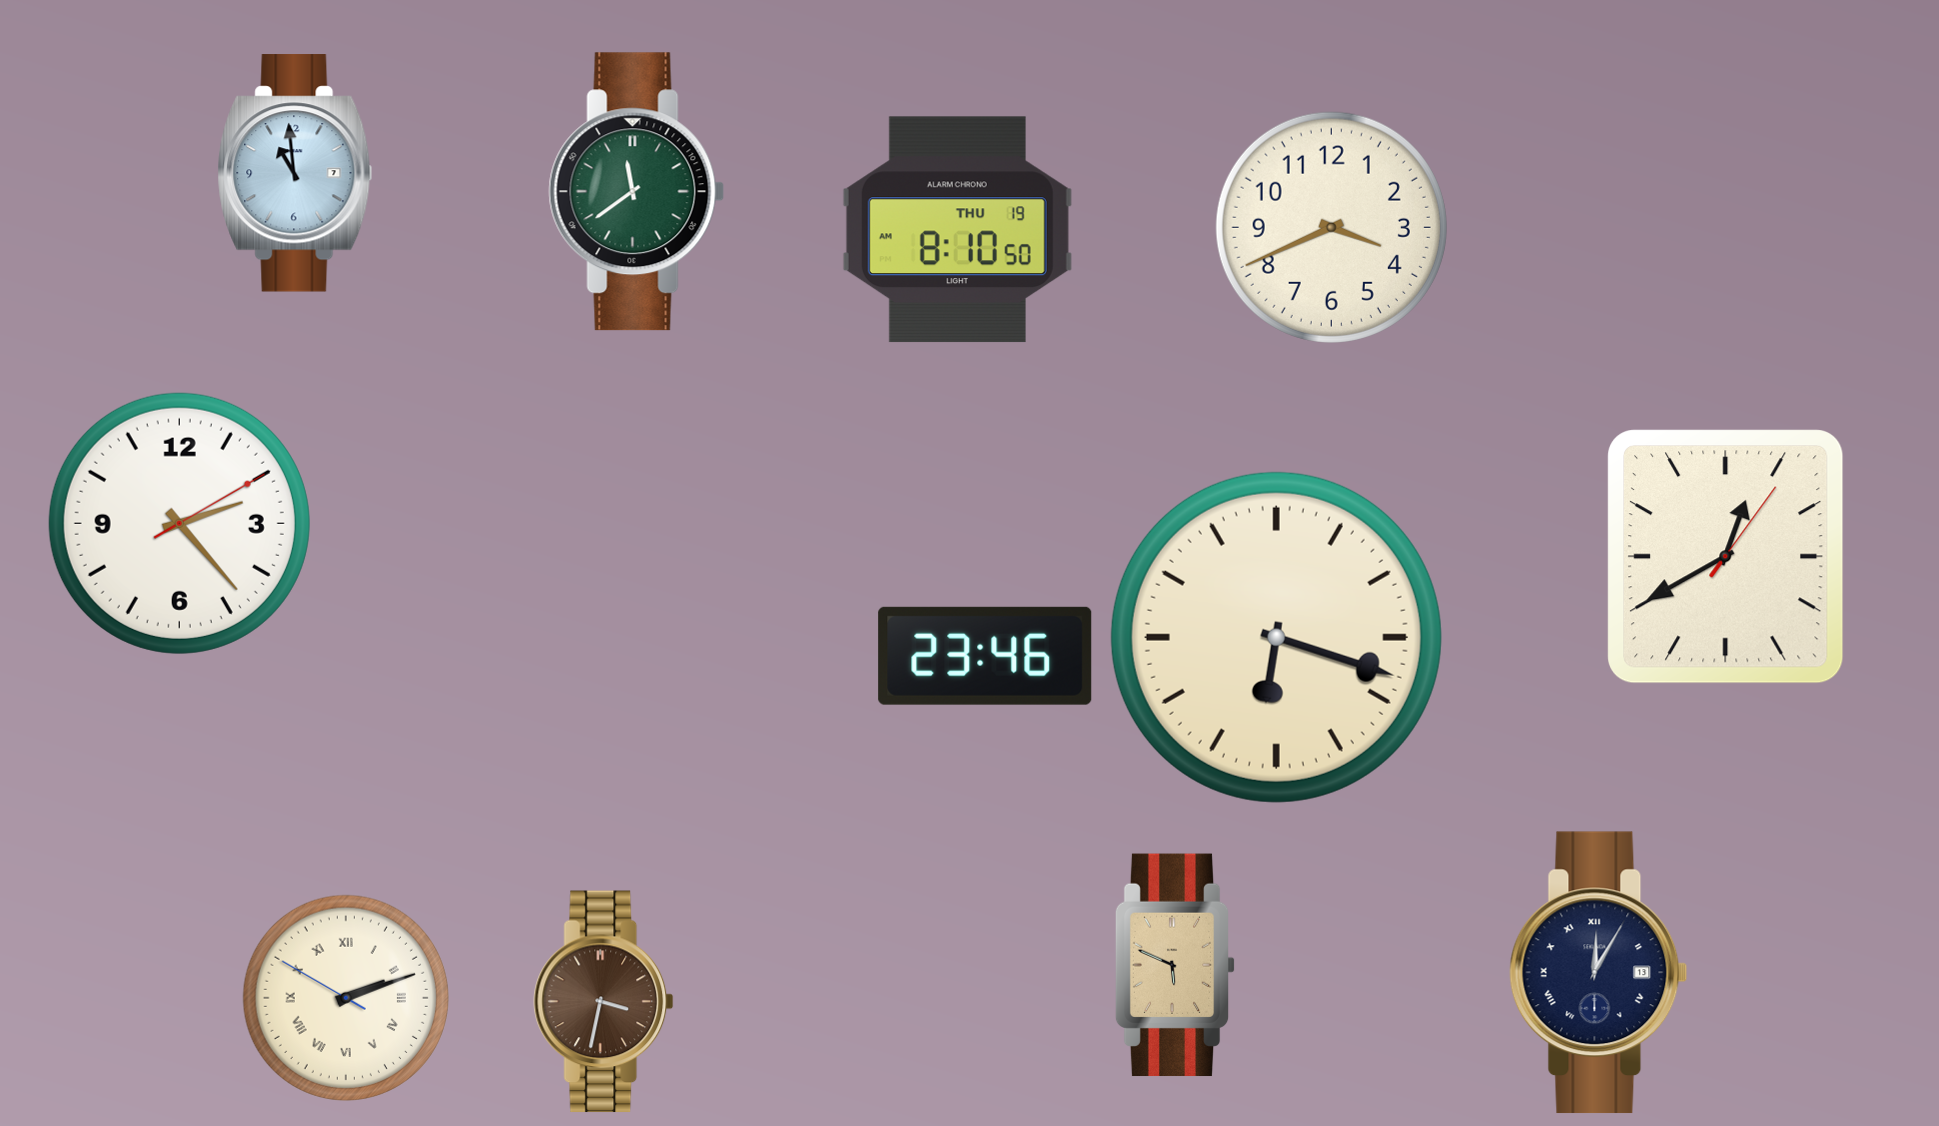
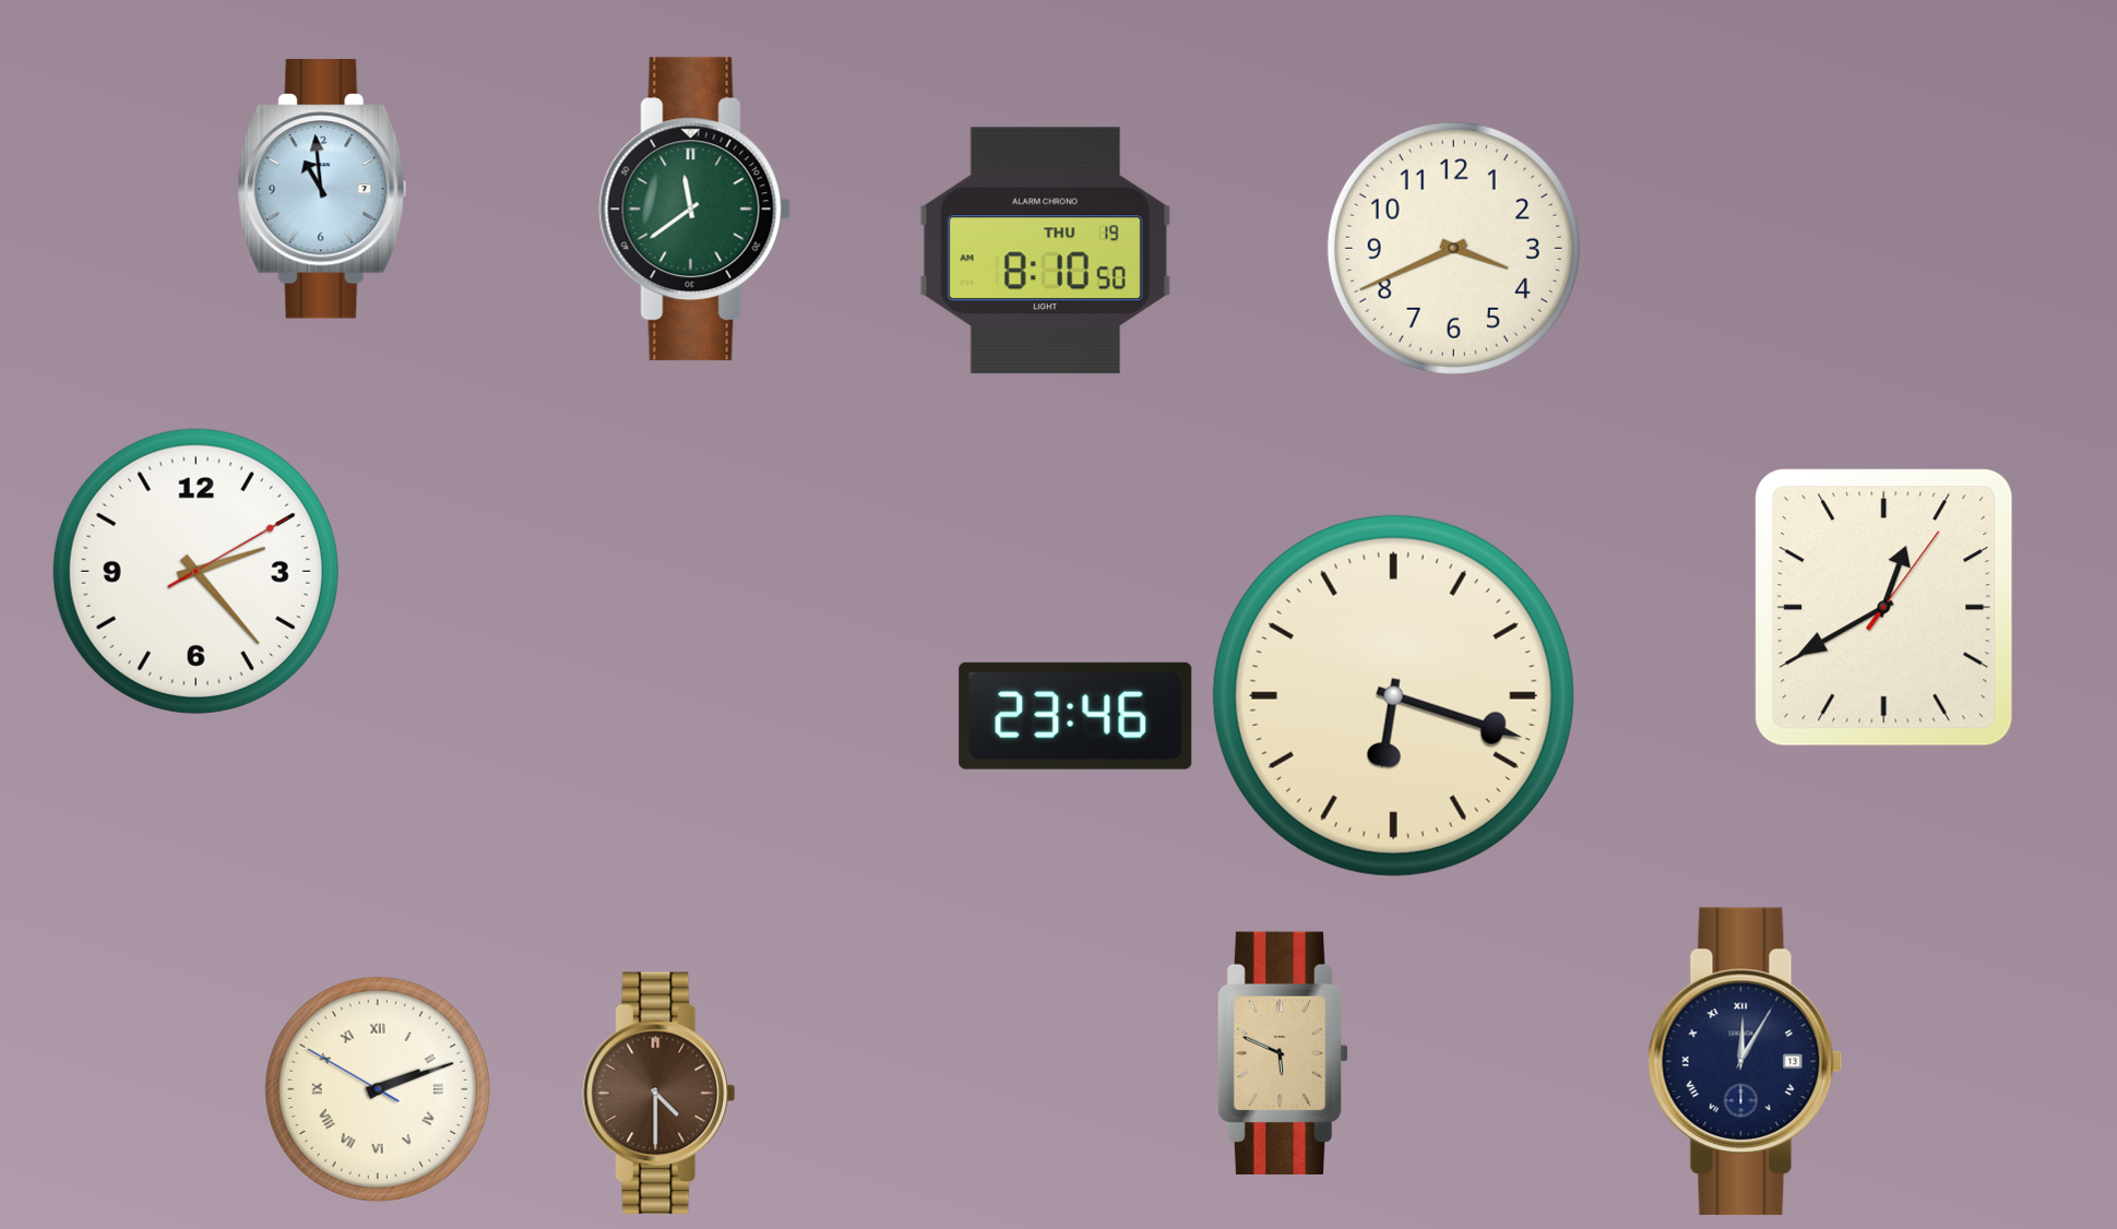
clock at (604, 1002): 3:32 -> 4:30
